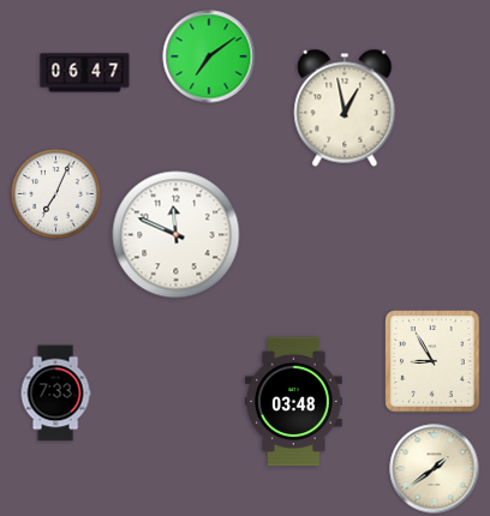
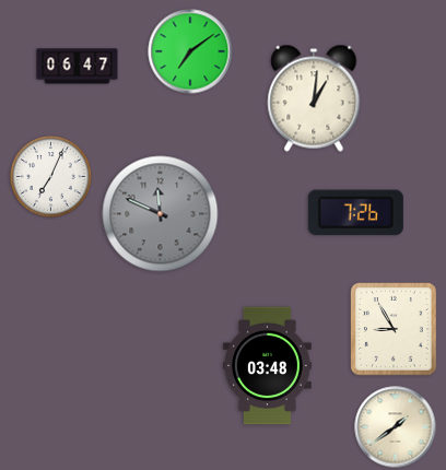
clock at (345, 108): 12:58 -> 1:01
clock at (355, 213): none -> 7:26
clock at (177, 235) dial: white -> grey
clock at (55, 394): 7:33 -> none
